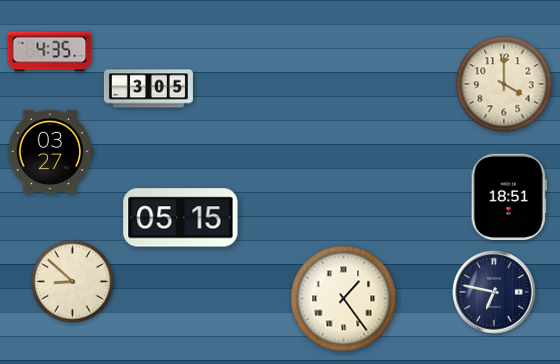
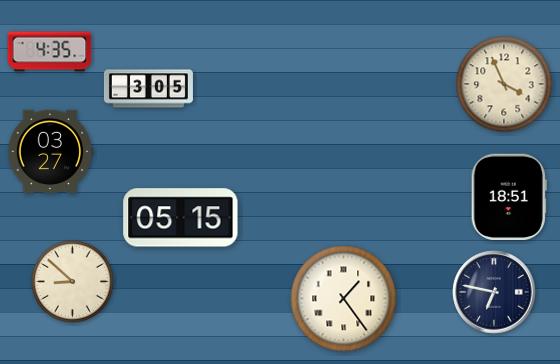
clock at (504, 84): 4:00 -> 3:56
